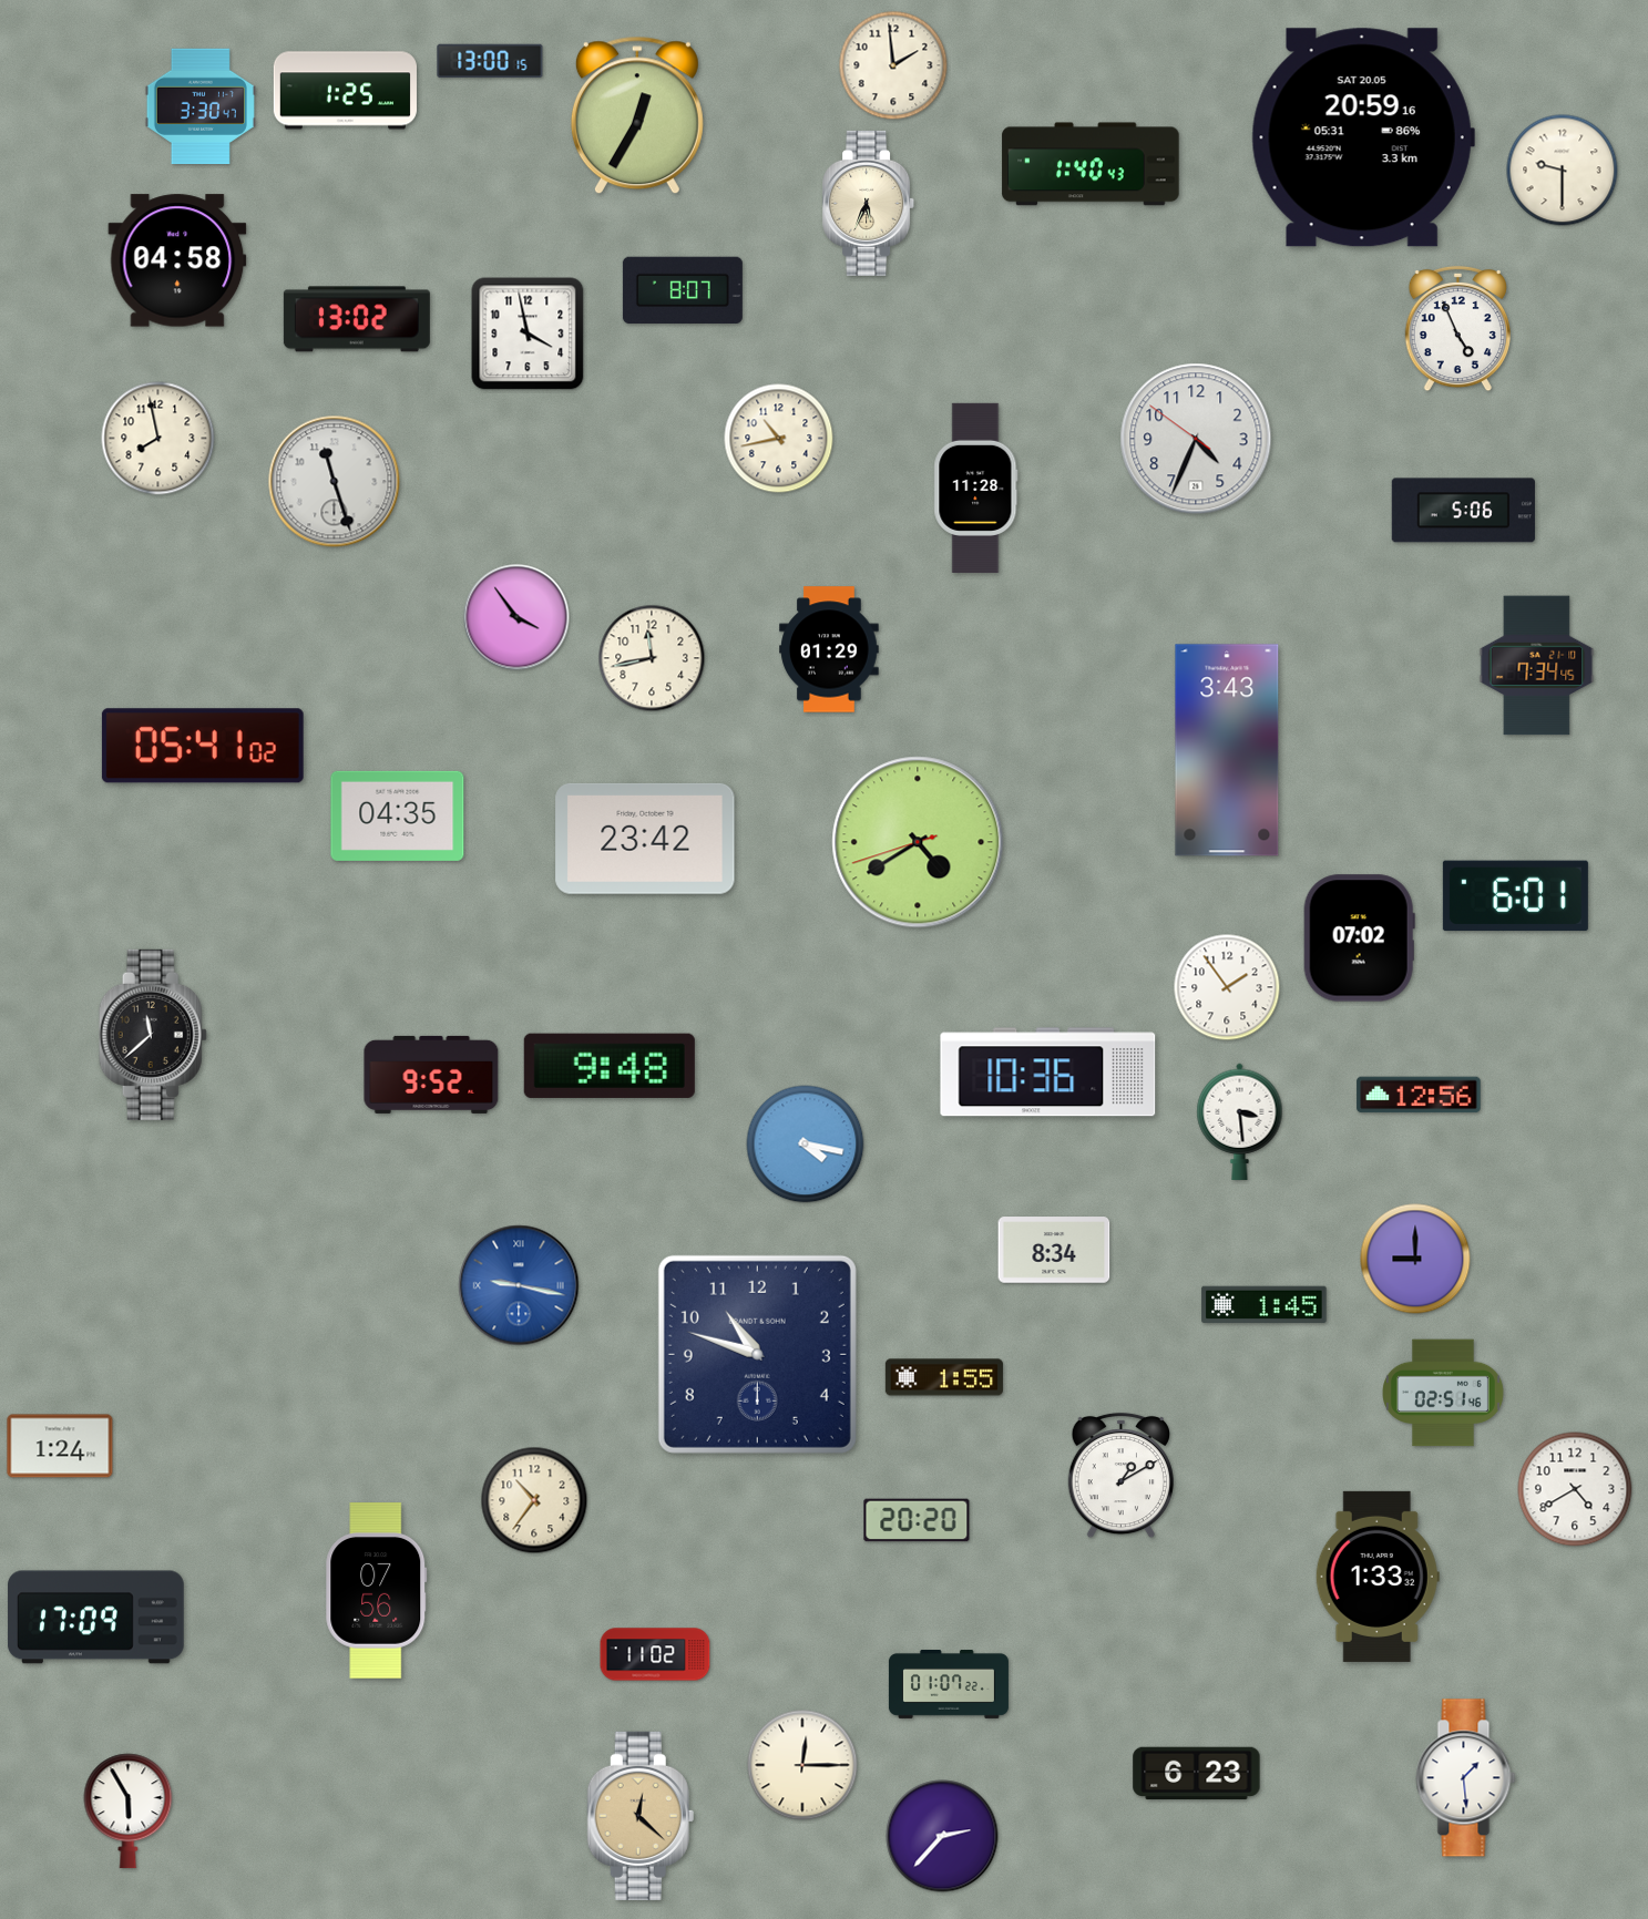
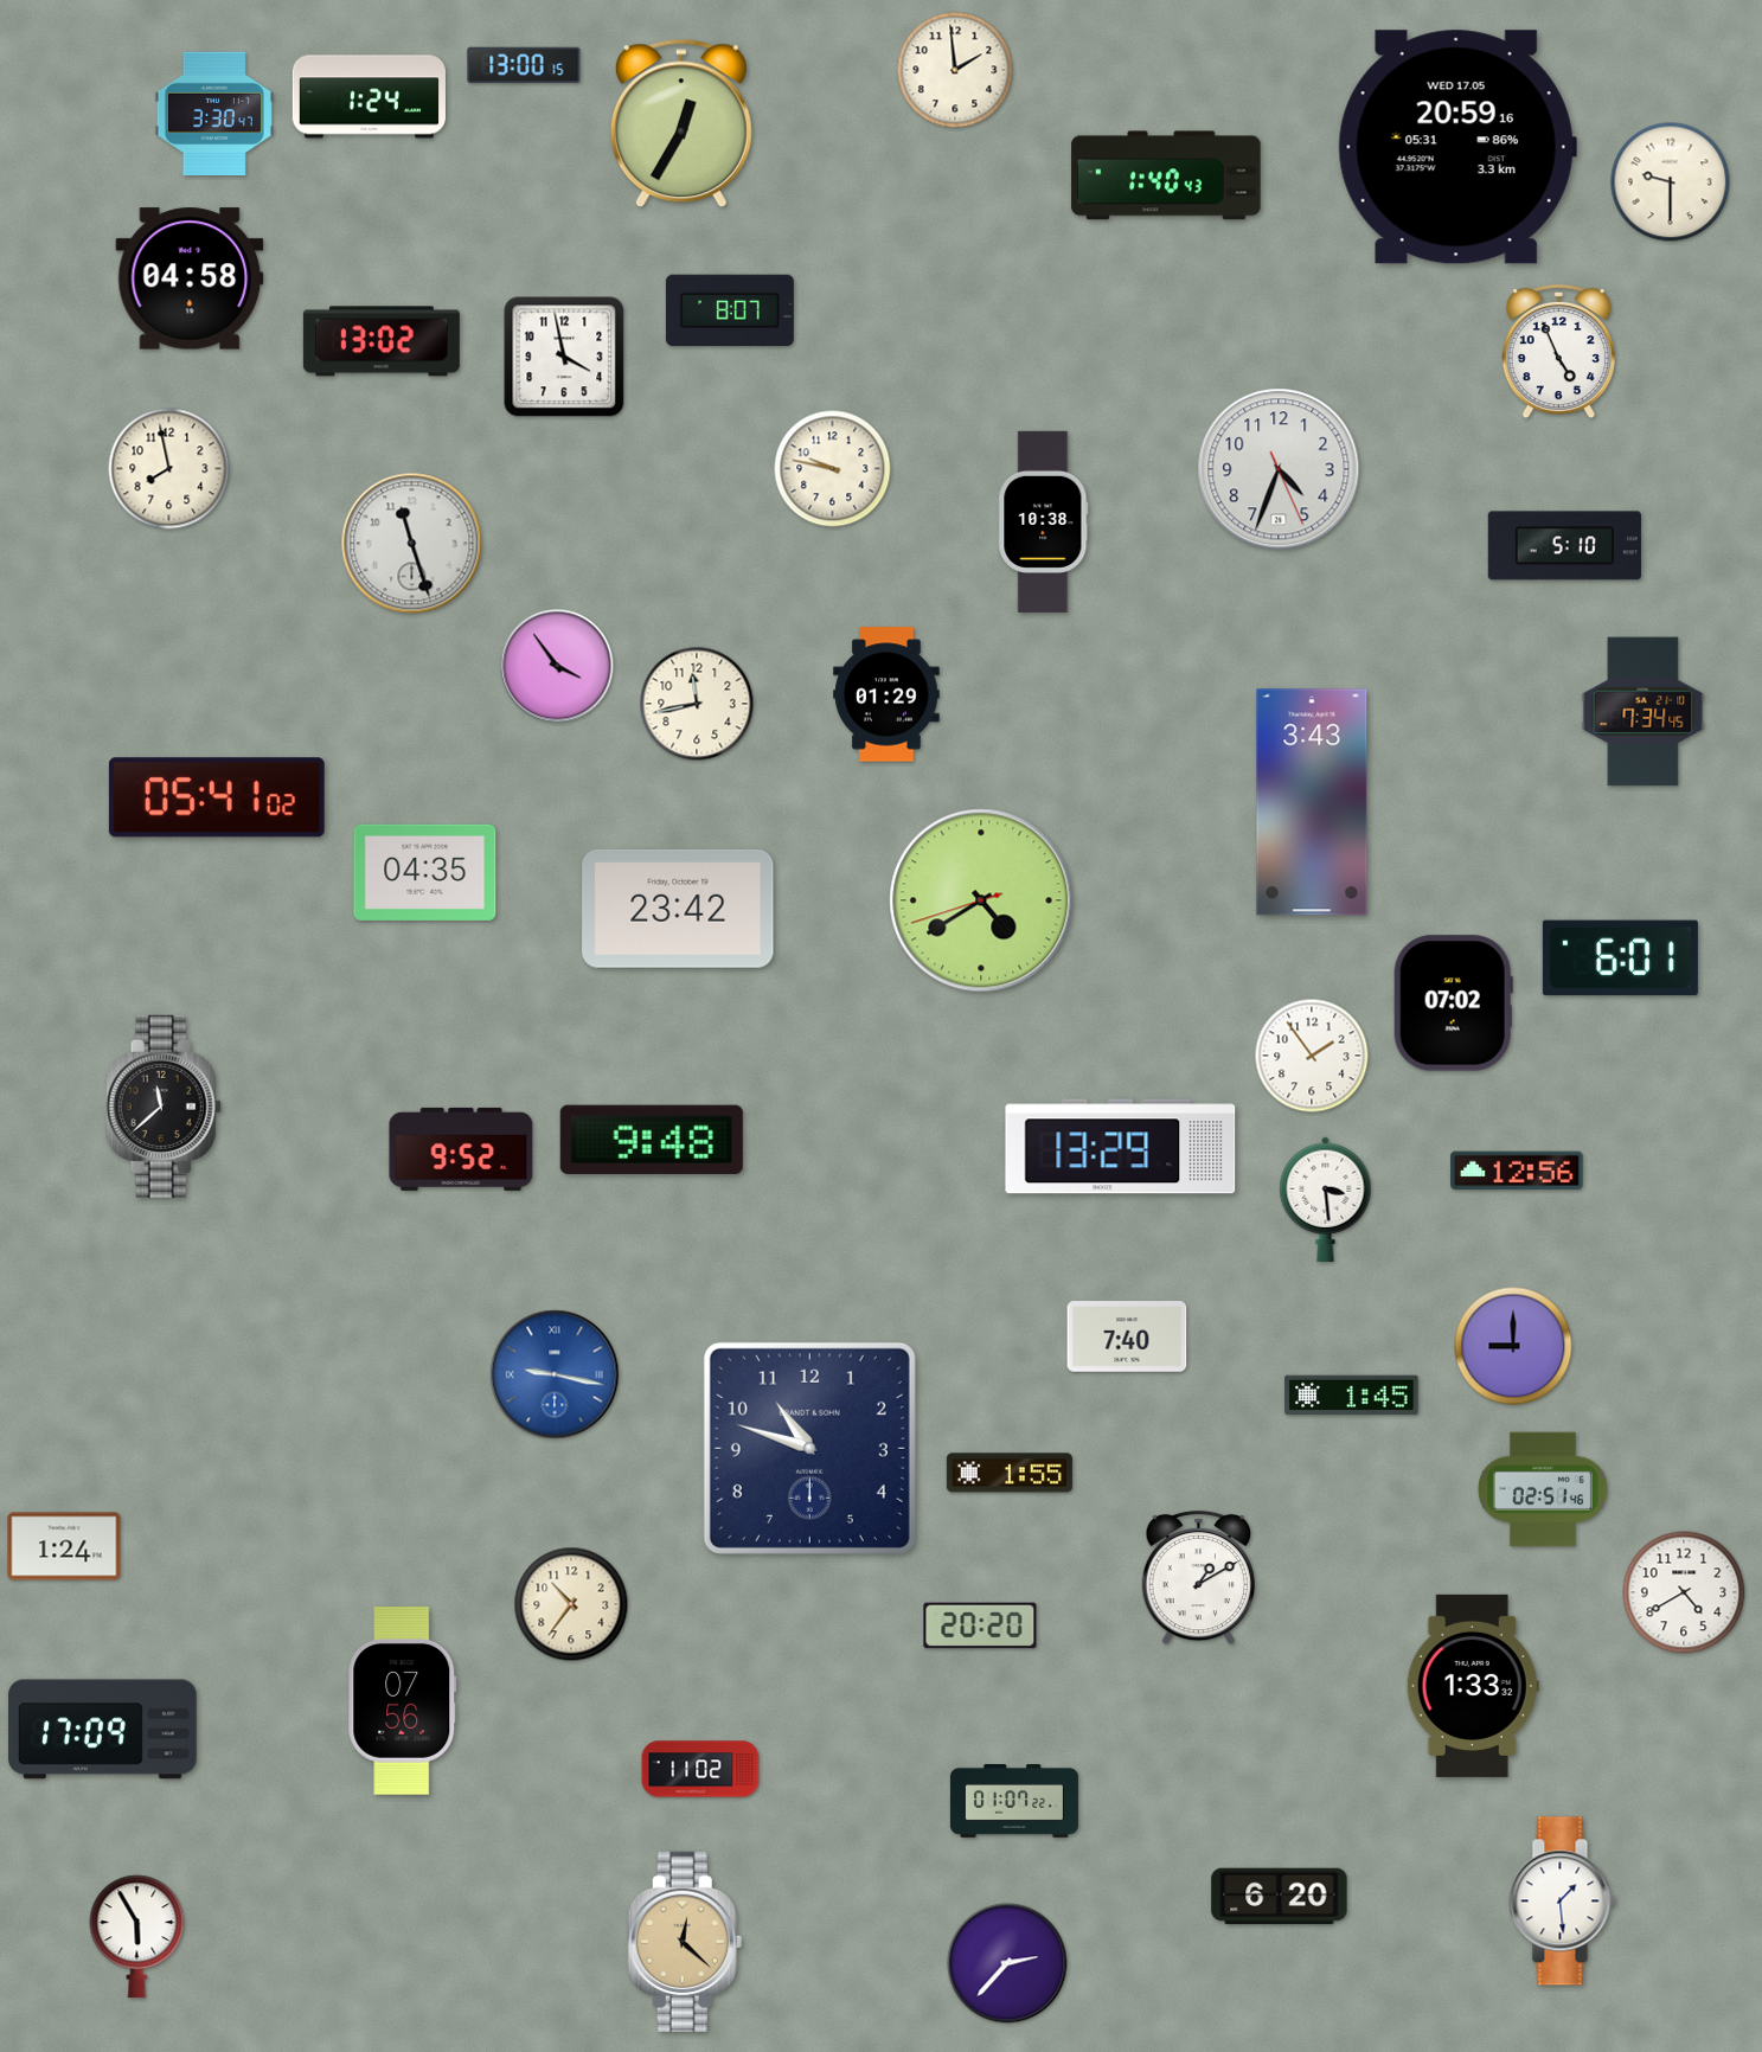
clock at (345, 91): 1:25 -> 1:24
clock at (1363, 137) date: SAT 20.05 -> WED 17.05
clock at (869, 203): 5:34 -> none
clock at (779, 439): 10:43 -> 9:47
clock at (1196, 439): 4:33:51 -> 4:33:26
clock at (335, 482) position: (335, 482) -> (412, 544)
clock at (976, 488): 11:28 -> 10:38
clock at (1463, 511): 5:06 -> 5:10
clock at (516, 617) position: (516, 617) -> (557, 666)
clock at (645, 839) position: (645, 839) -> (678, 909)
clock at (1048, 1073): 10:36 -> 13:29
clock at (806, 1145): 4:17 -> none
clock at (1054, 1250): 8:34 -> 7:40
clock at (802, 1765): 12:15 -> none
clock at (1197, 1774): 6:23 -> 6:20
clock at (1466, 1778) position: (1466, 1778) -> (1563, 1902)
